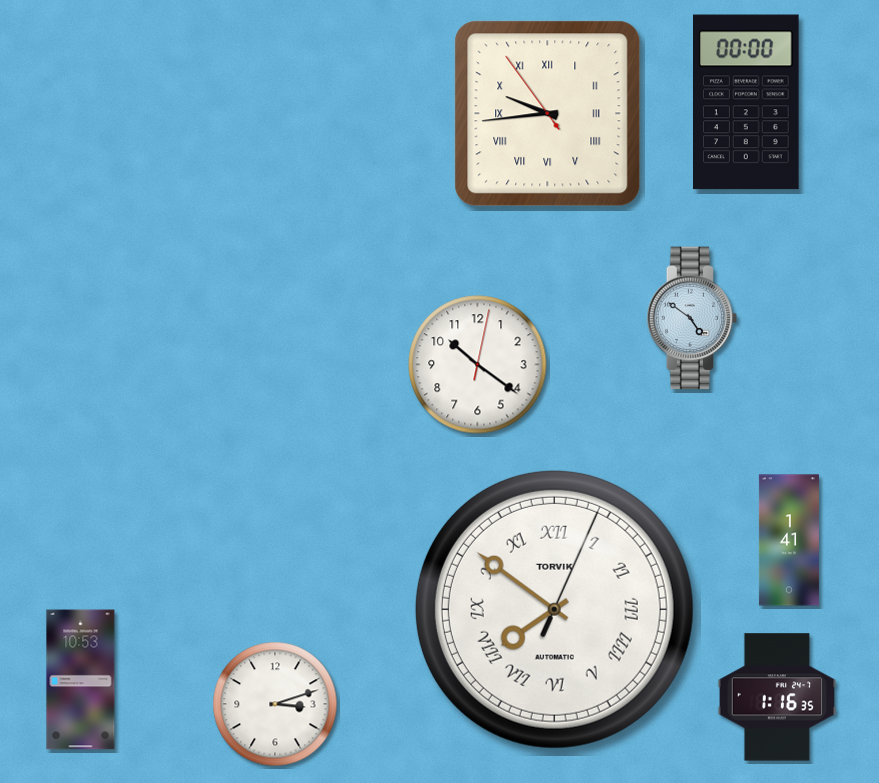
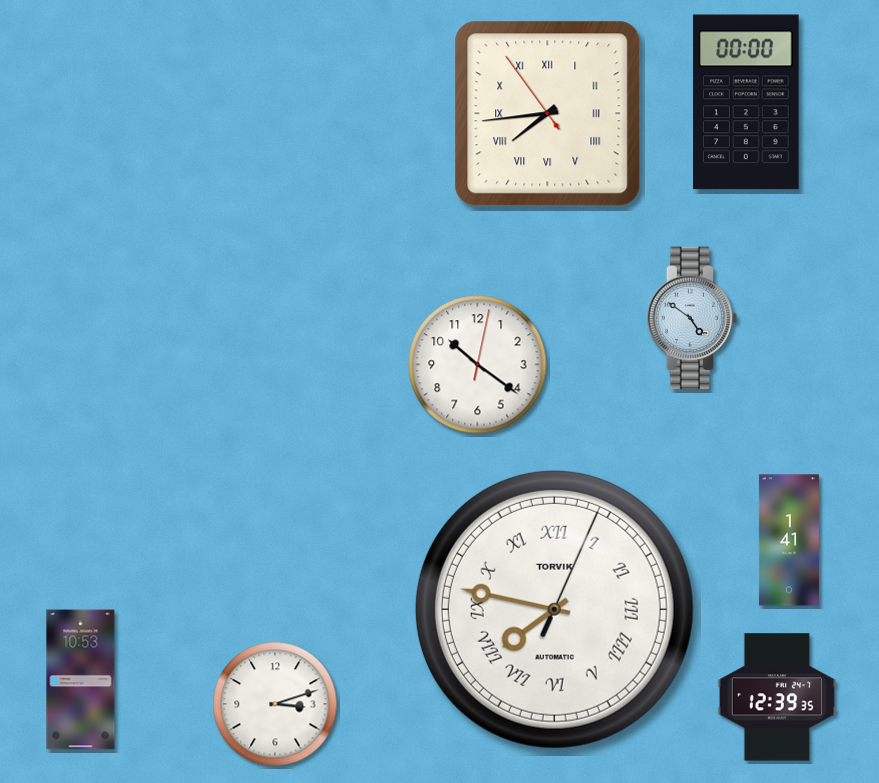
clock at (548, 114): 9:43 -> 7:43
clock at (554, 609): 7:51 -> 7:47
clock at (777, 697): 1:16 -> 12:39
